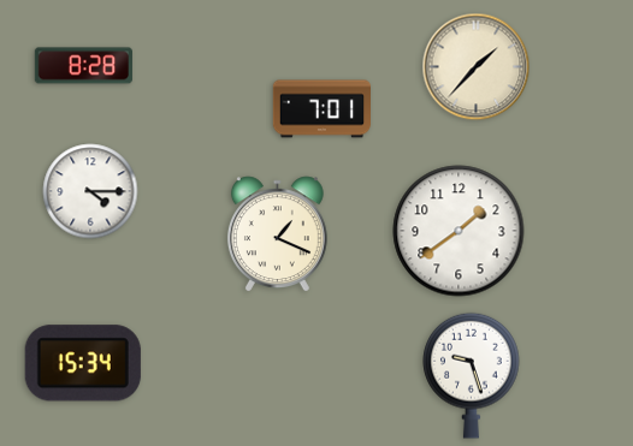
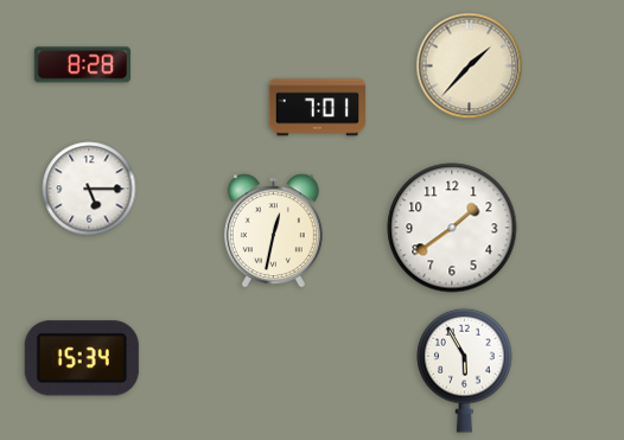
clock at (90, 191): 4:15 -> 5:15
clock at (277, 233): 1:19 -> 12:32
clock at (472, 375): 9:27 -> 5:55
